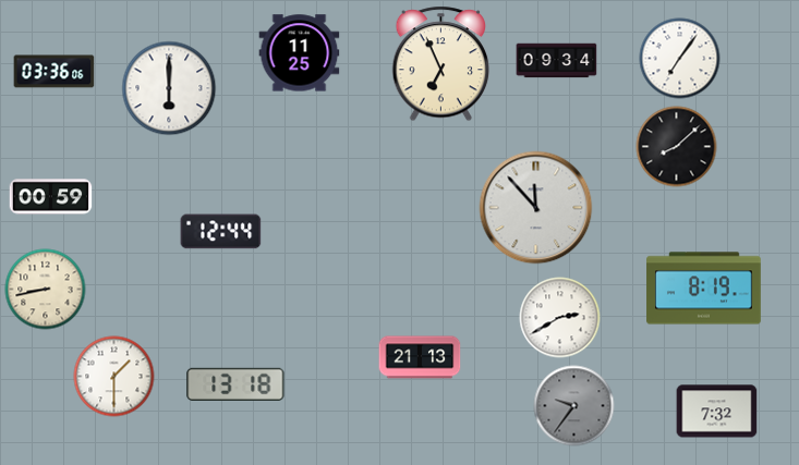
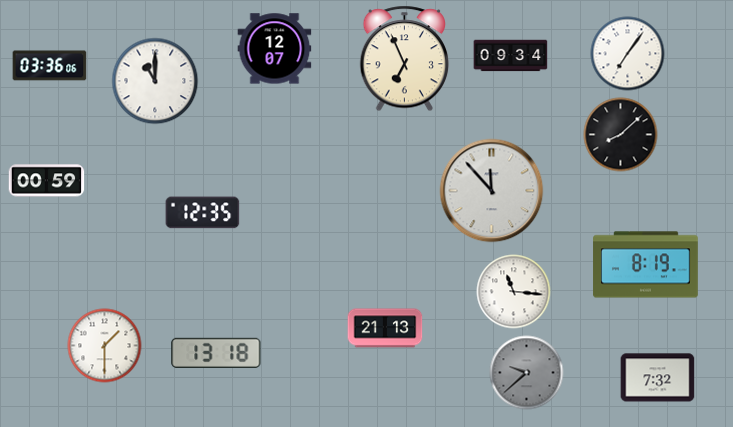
clock at (300, 53): 11:25 -> 12:07
clock at (680, 59) position: (680, 59) -> (628, 54)
clock at (169, 88): 6:00 -> 11:00
clock at (221, 232): 12:44 -> 12:35
clock at (46, 290): 8:43 -> none
clock at (560, 318): 2:40 -> 11:16
clock at (574, 406): 9:36 -> 9:38
